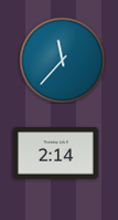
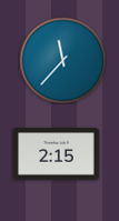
clock at (55, 154): 2:14 -> 2:15
